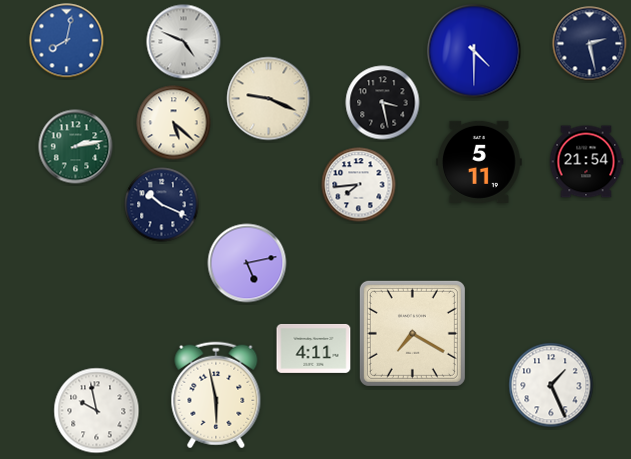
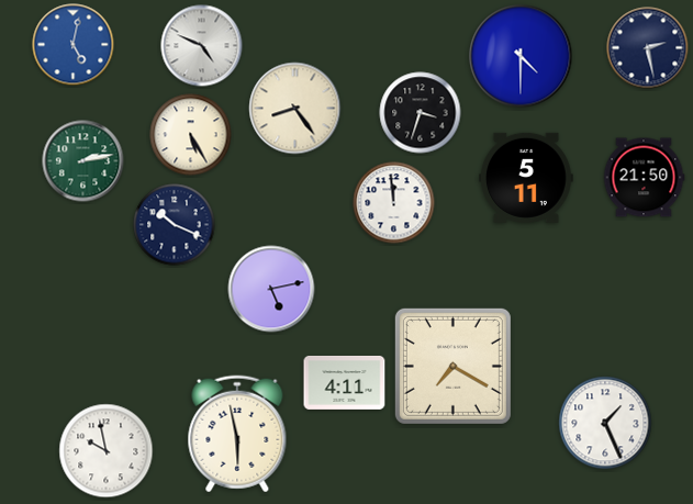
clock at (67, 41): 8:02 -> 5:02
clock at (269, 99): 9:19 -> 8:24
clock at (383, 103): 3:28 -> 3:33
clock at (174, 123): 5:22 -> 5:25
clock at (586, 162): 21:54 -> 21:50
clock at (359, 185): 7:44 -> 11:59
clock at (162, 205) position: (162, 205) -> (175, 225)
